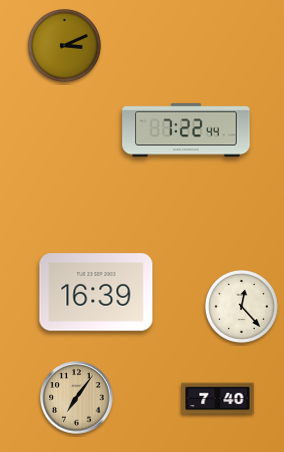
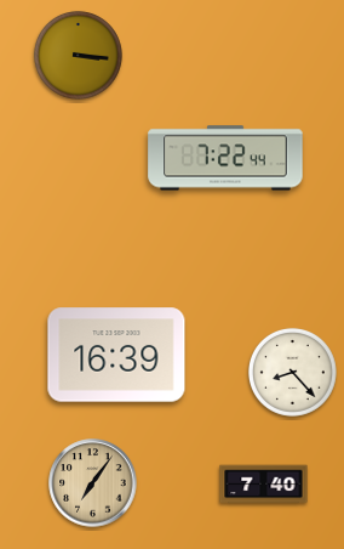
clock at (64, 45): 3:11 -> 3:16
clock at (241, 306): 12:23 -> 8:23
